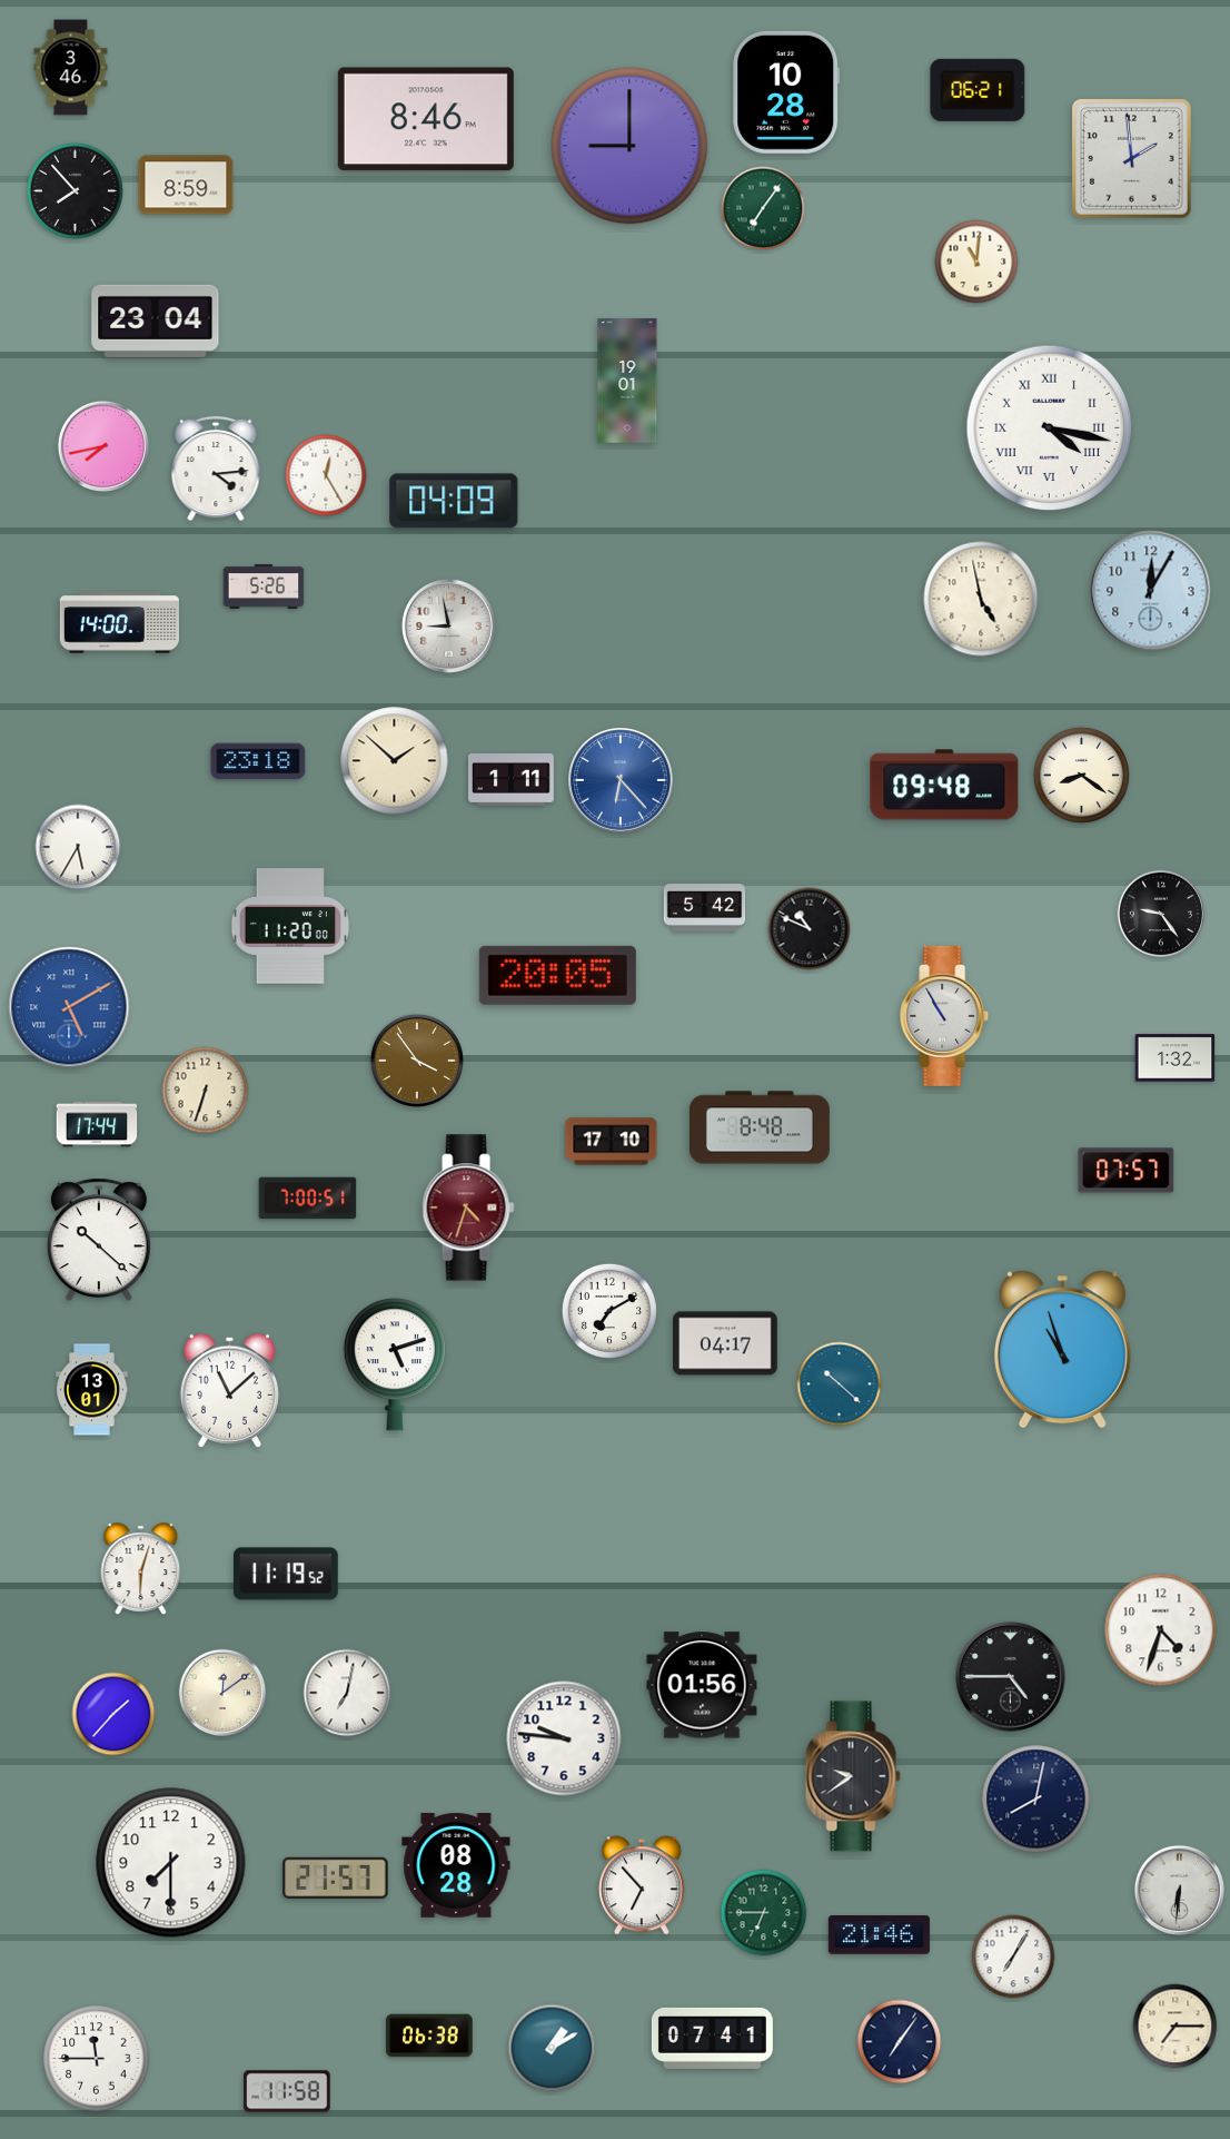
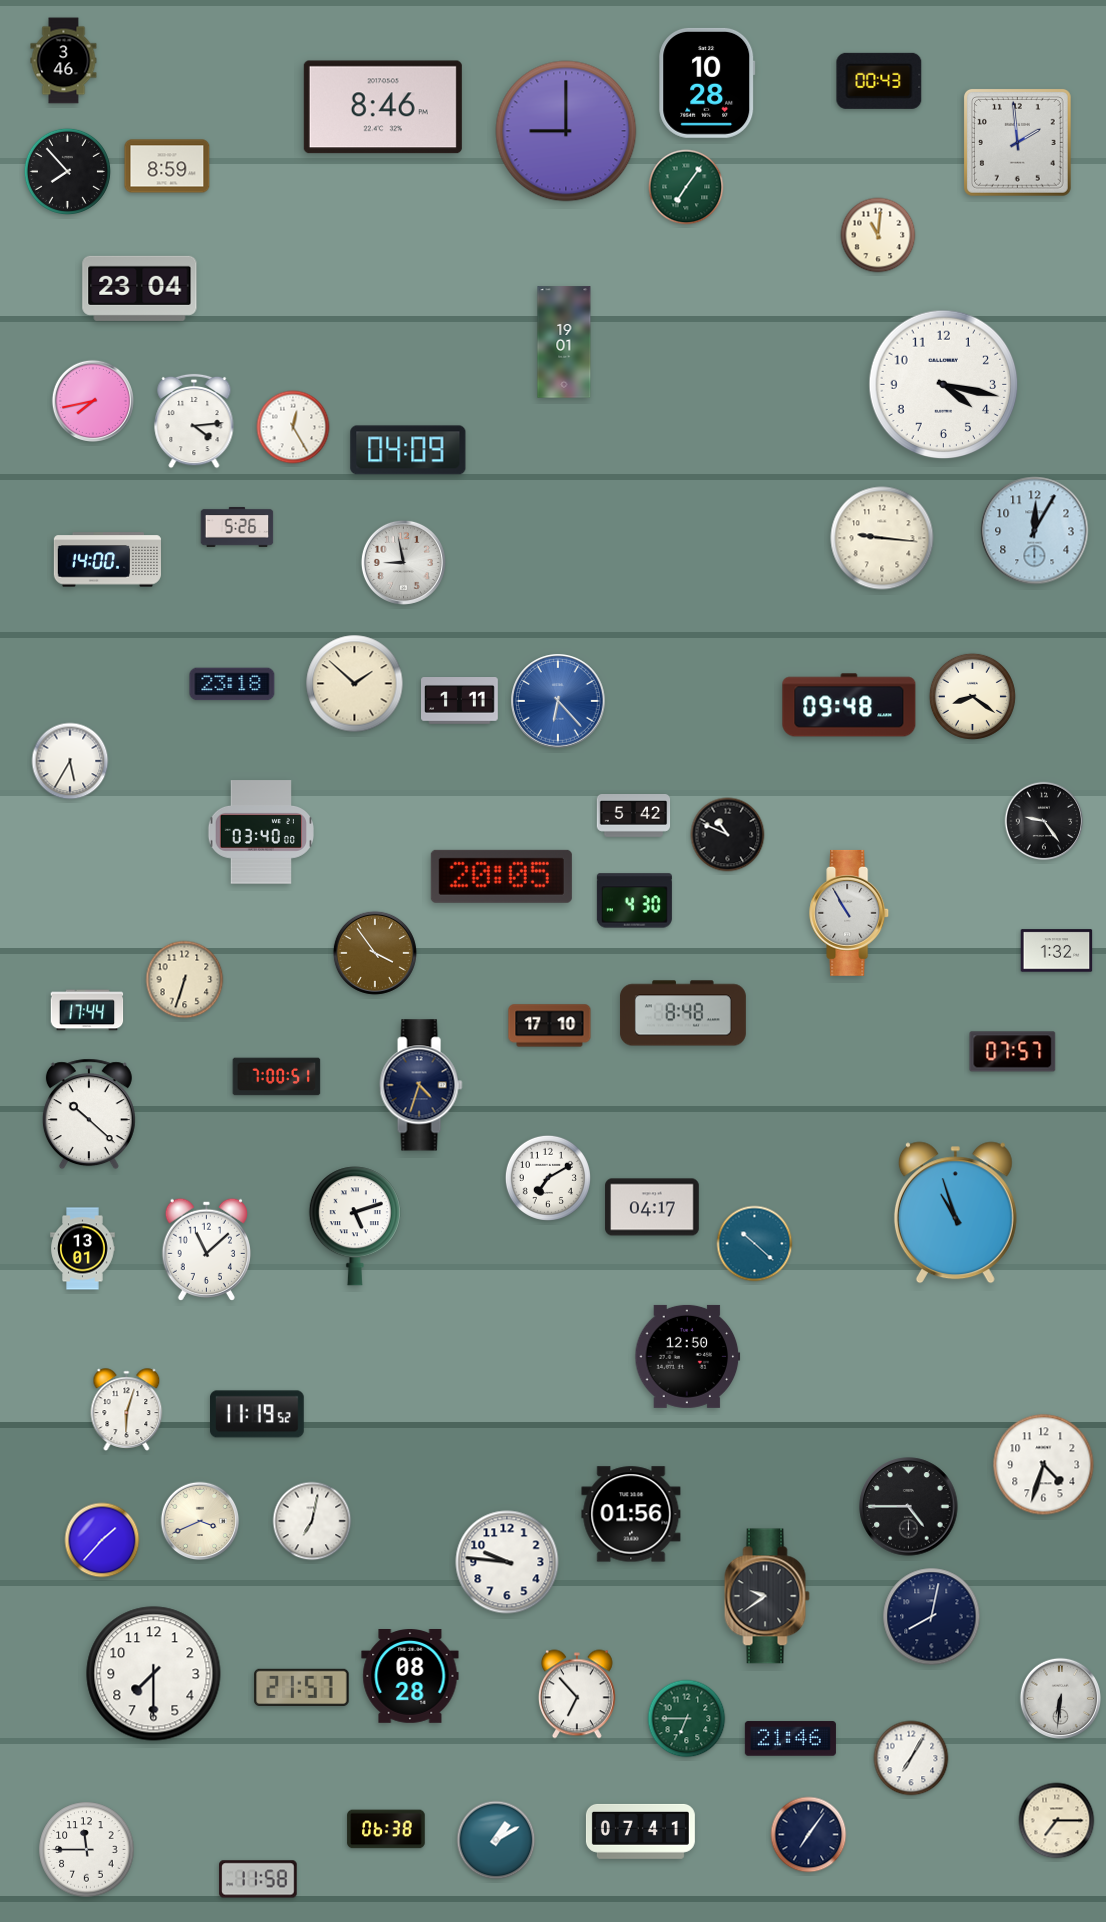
clock at (978, 90): 06:21 -> 00:43
clock at (1050, 428) numerals: Roman -> Arabic
clock at (981, 599): 4:58 -> 9:16
clock at (289, 926): 11:20 -> 03:40
clock at (634, 901): none -> 4:30
clock at (69, 1007): 5:10 -> none
clock at (468, 1207) dial: burgundy -> navy
clock at (688, 1356): none -> 12:50
clock at (222, 1693): 12:09 -> 3:41
